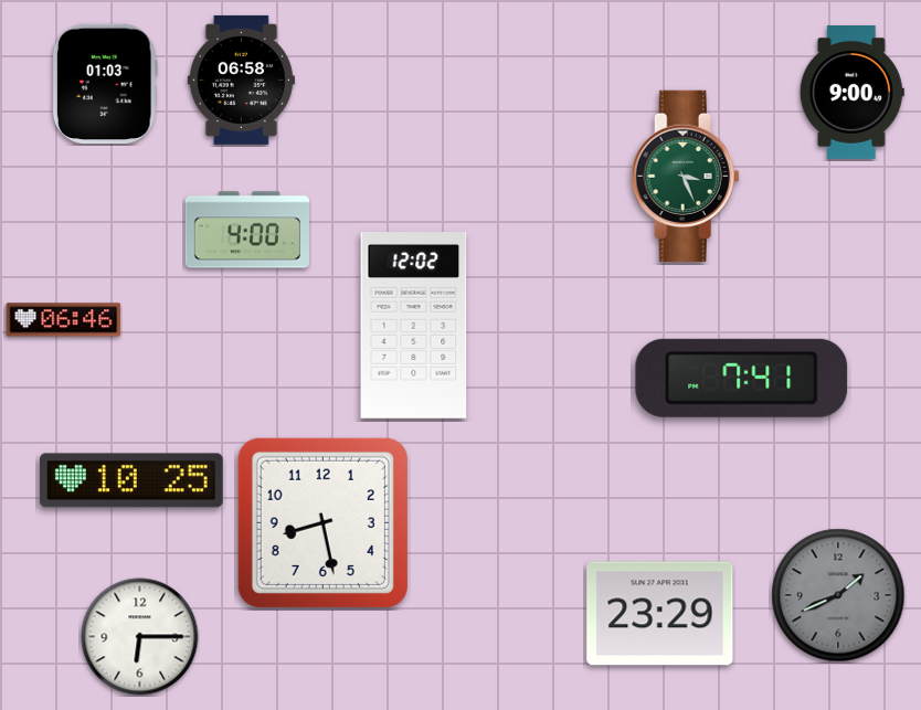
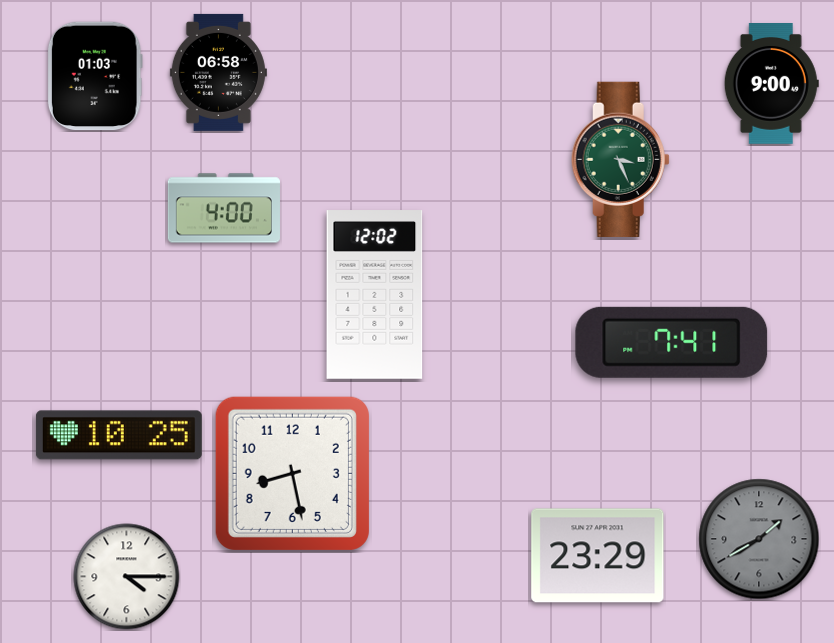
clock at (64, 320): 06:46 -> none
clock at (838, 595): 1:41 -> 1:40
clock at (140, 637): 6:15 -> 4:15
